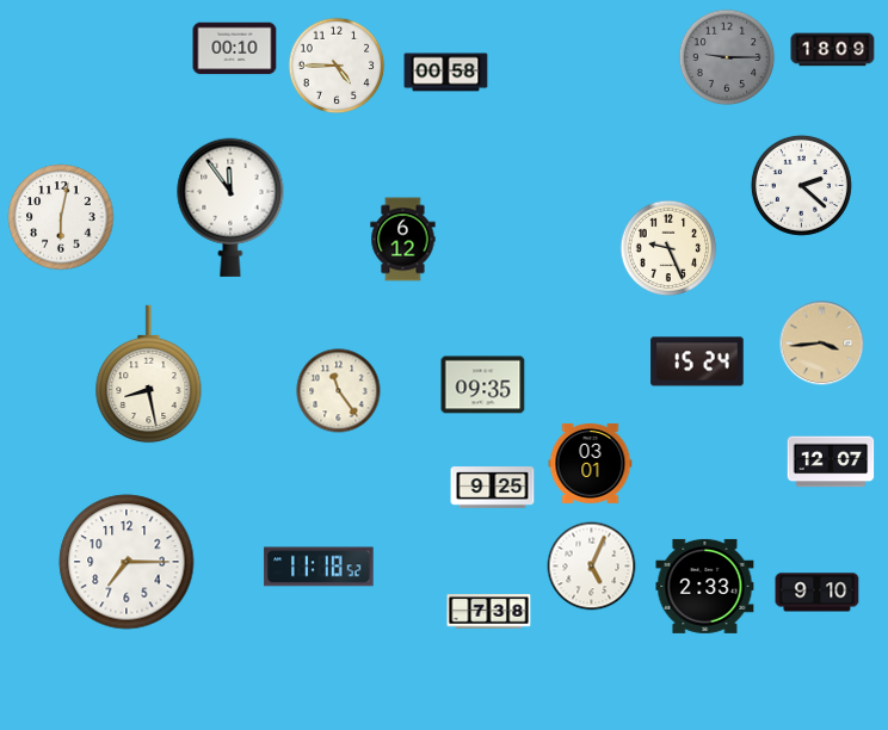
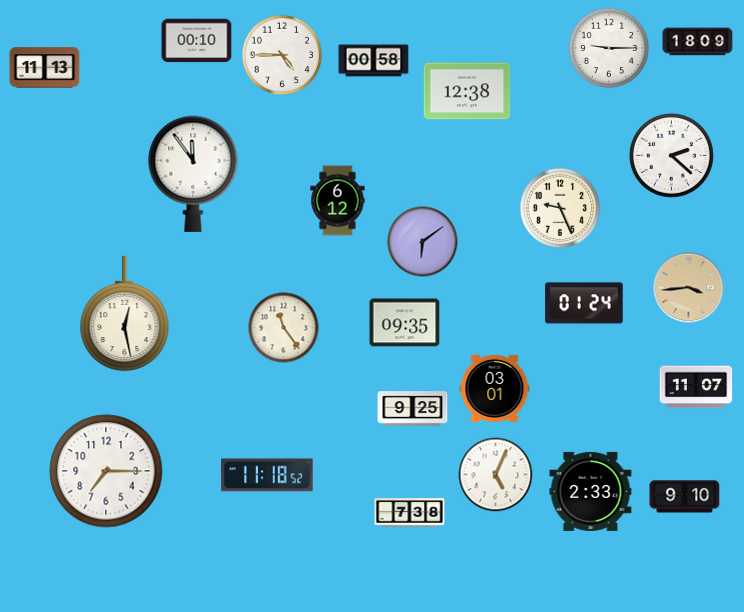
clock at (727, 57) dial: grey -> white
clock at (45, 68): none -> 11:13
clock at (467, 91): none -> 12:38
clock at (61, 217): 6:02 -> none
clock at (423, 242): none -> 6:09
clock at (697, 361): 15:24 -> 01:24
clock at (149, 375): 8:28 -> 12:28
clock at (831, 462): 12:07 -> 11:07
